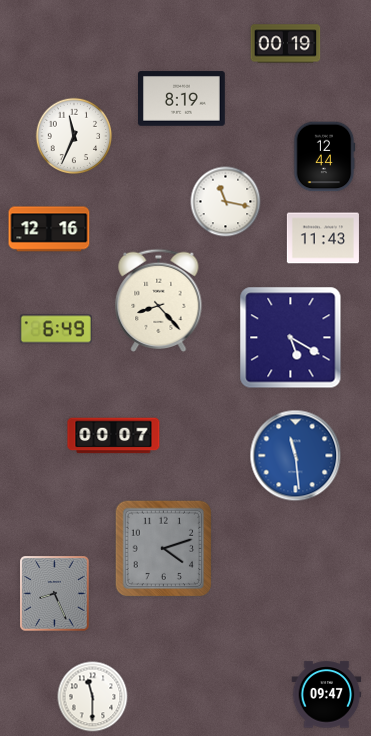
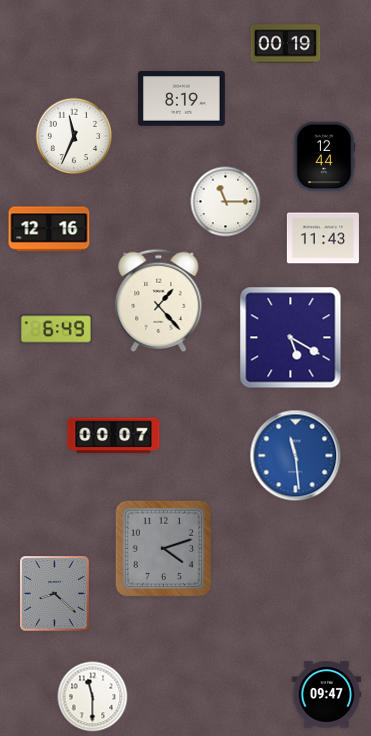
clock at (226, 202): 11:17 -> 11:15
clock at (159, 301): 8:23 -> 1:23
clock at (55, 594): 8:26 -> 8:22
